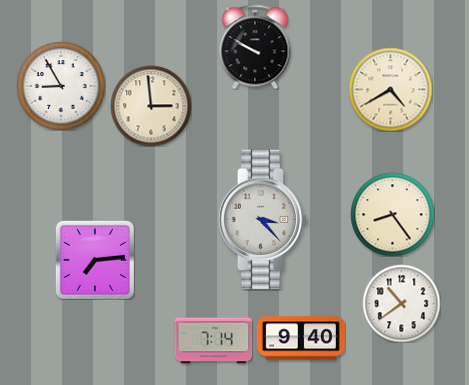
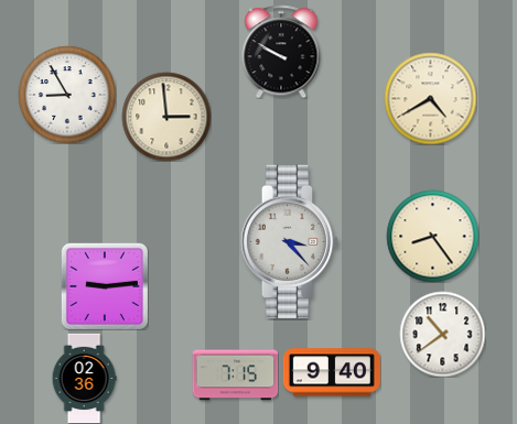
clock at (95, 260): 7:14 -> 9:14
clock at (213, 341): 7:14 -> 7:15
clock at (84, 378): none -> 02:36
